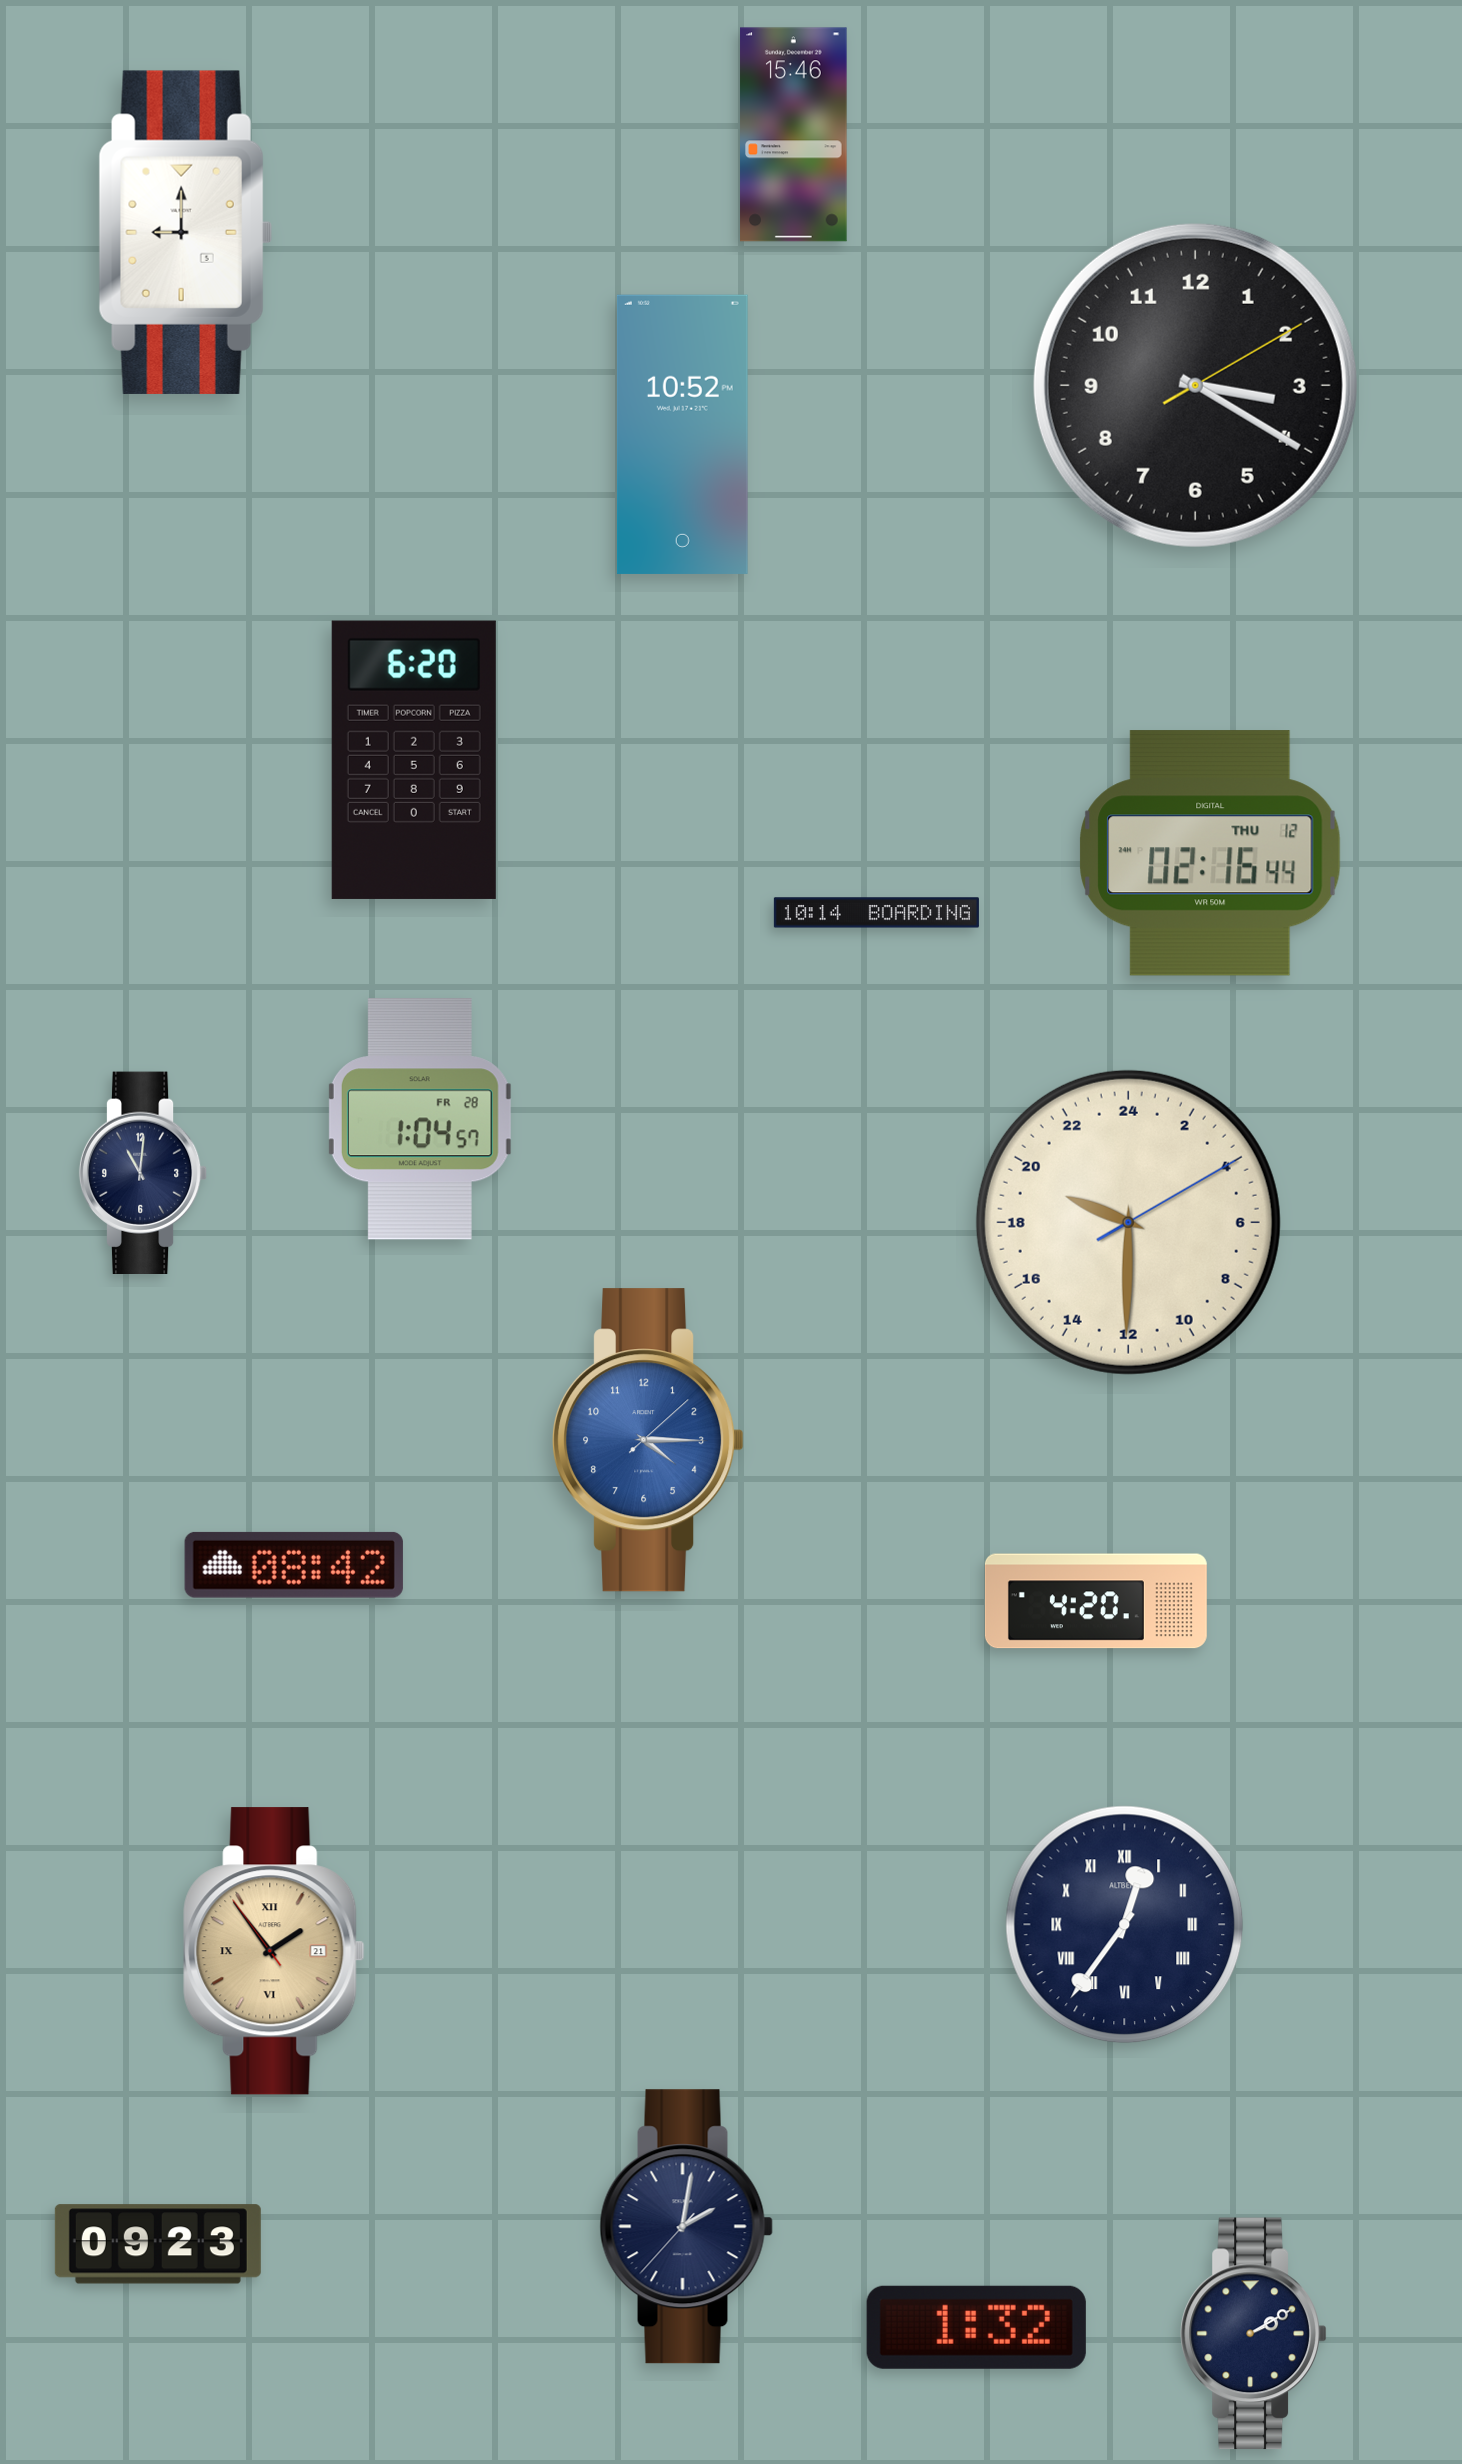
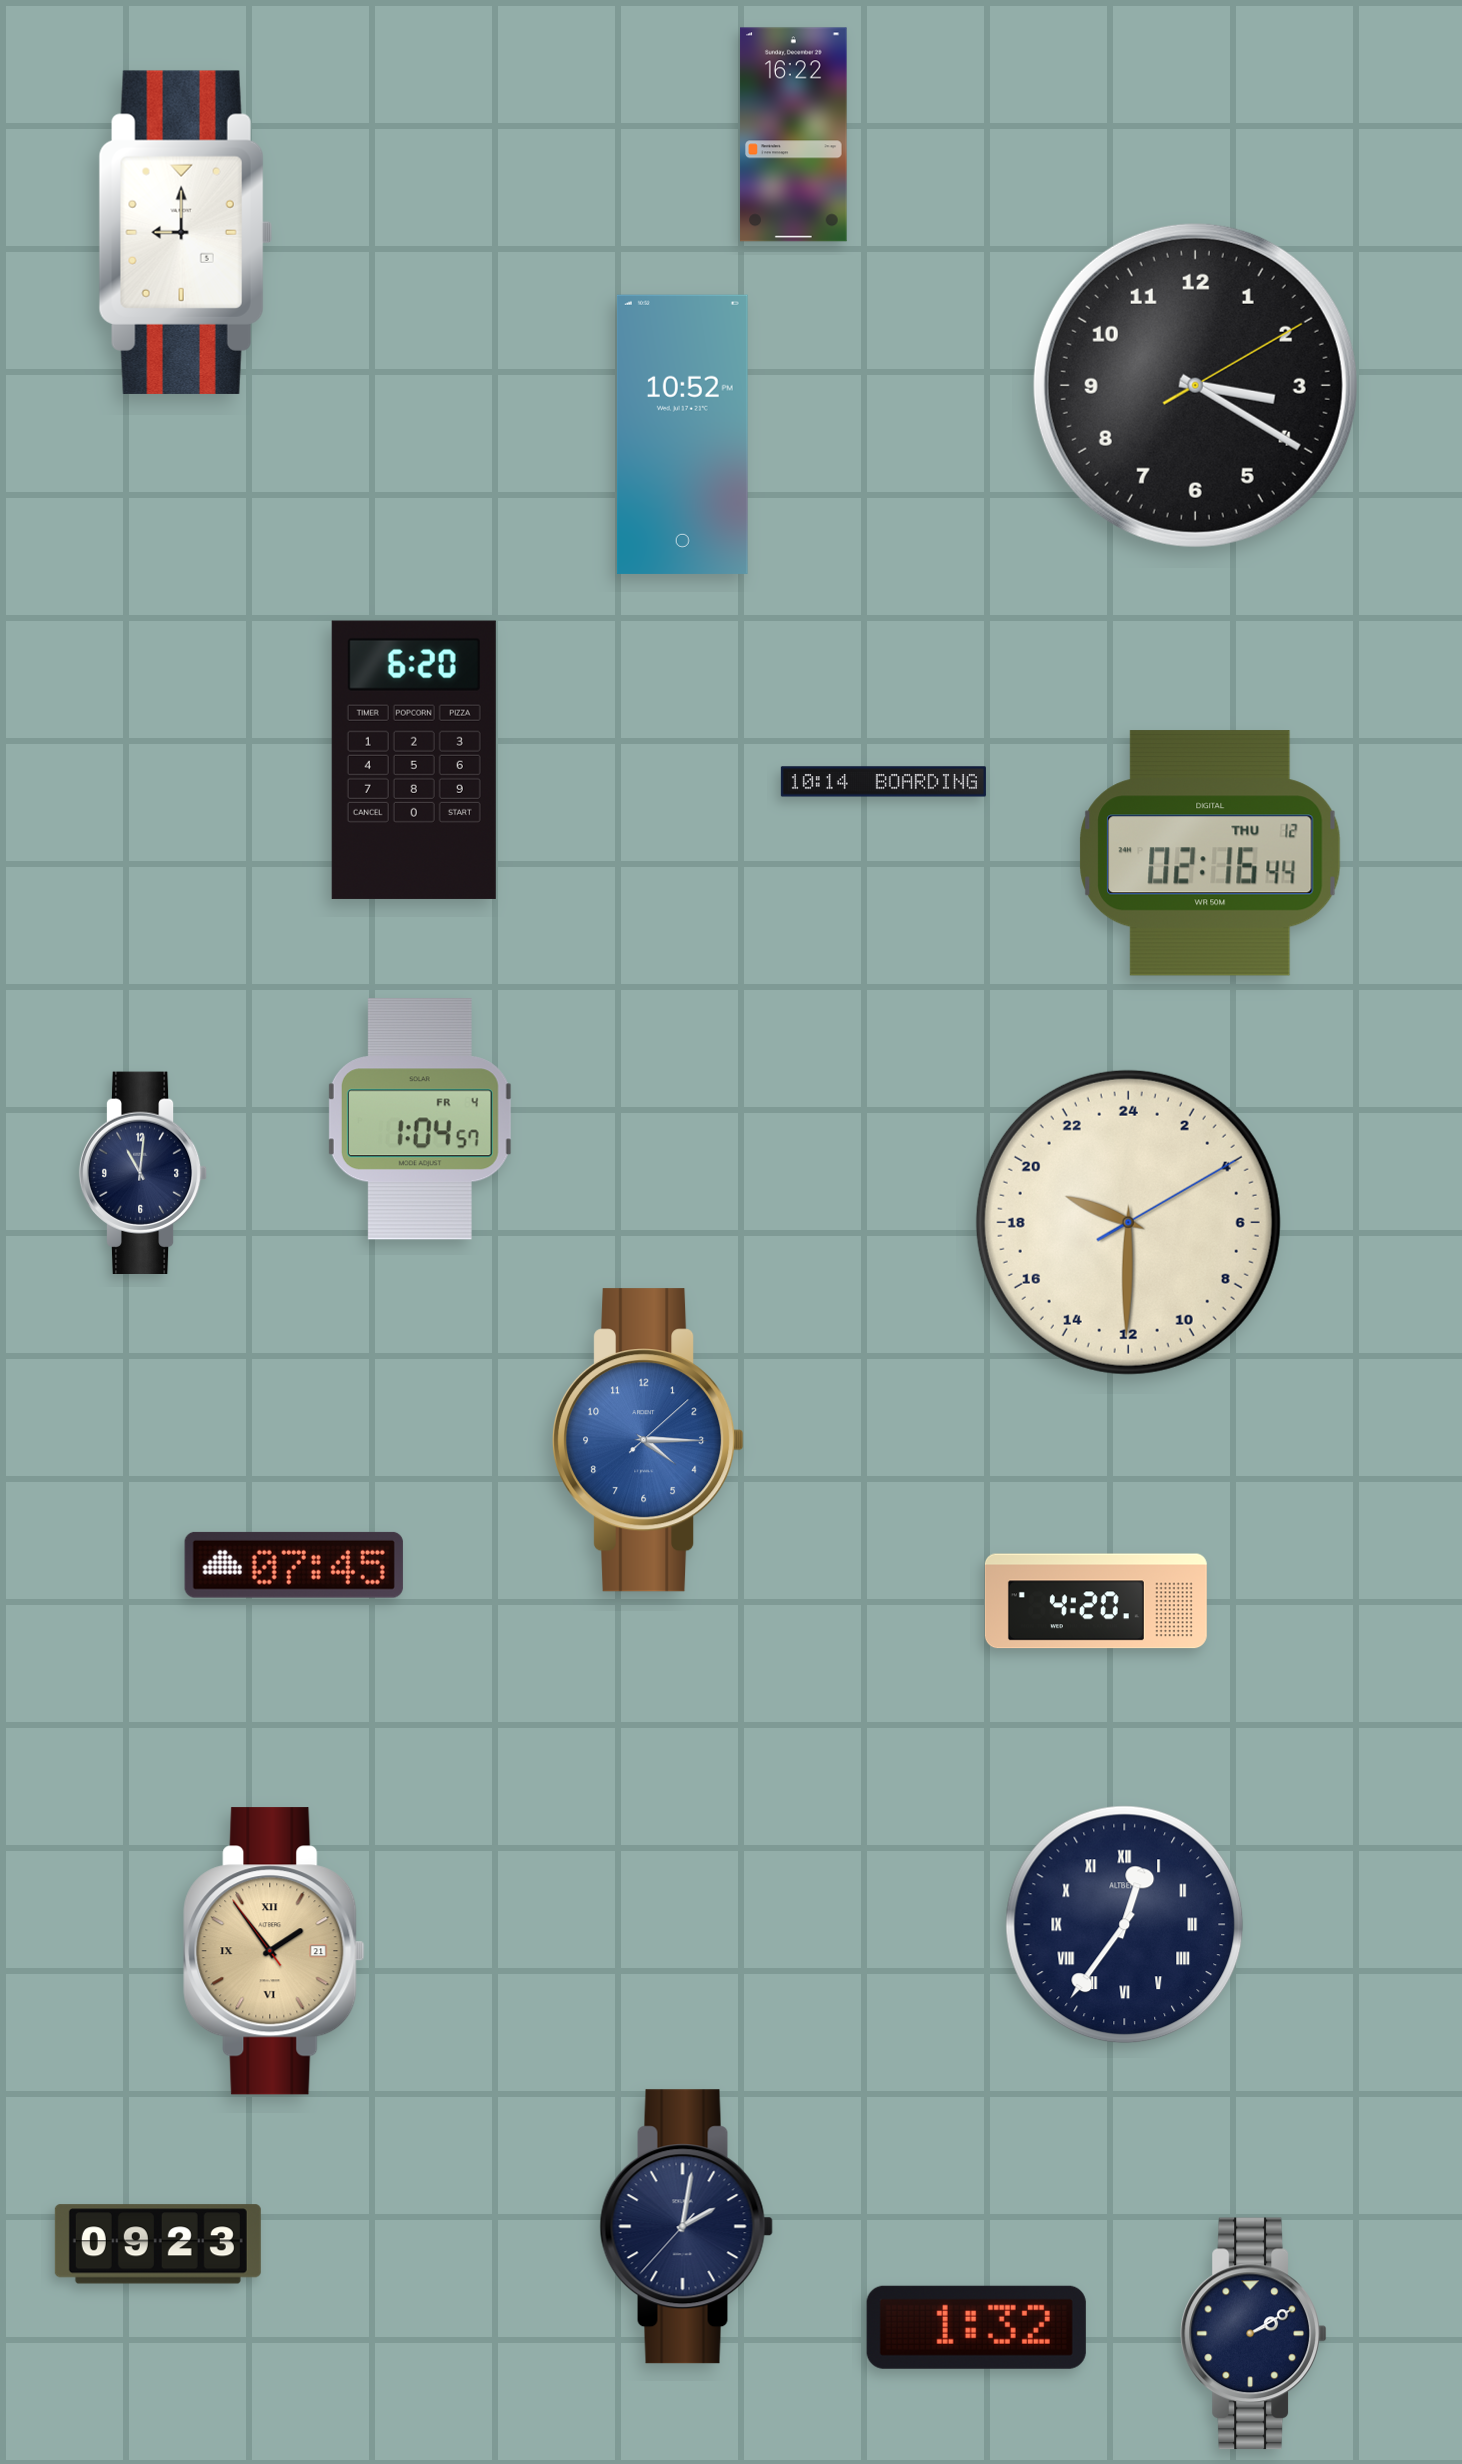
clock at (794, 135): 15:46 -> 16:22
clock at (876, 913) position: (876, 913) -> (883, 782)
clock at (420, 1119) date: FR 28 -> FR 4
clock at (294, 1565): 08:42 -> 07:45
